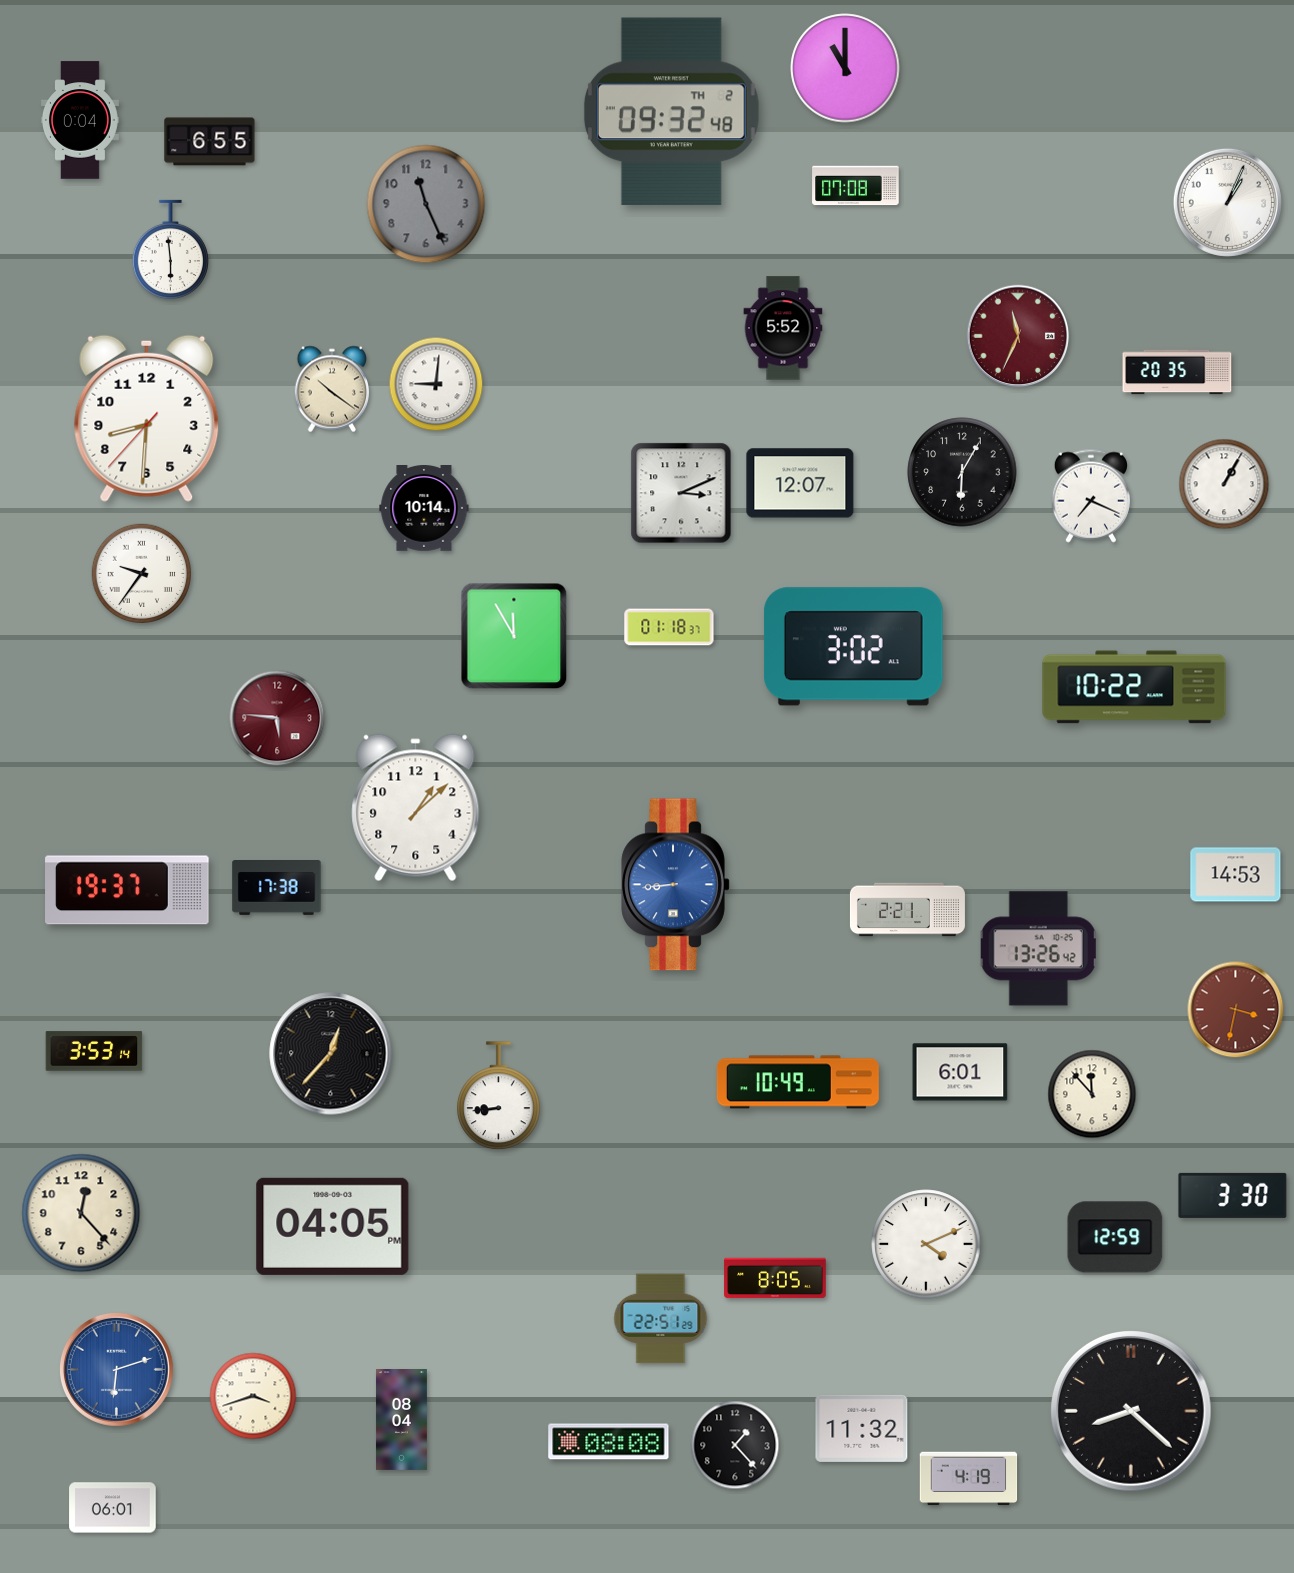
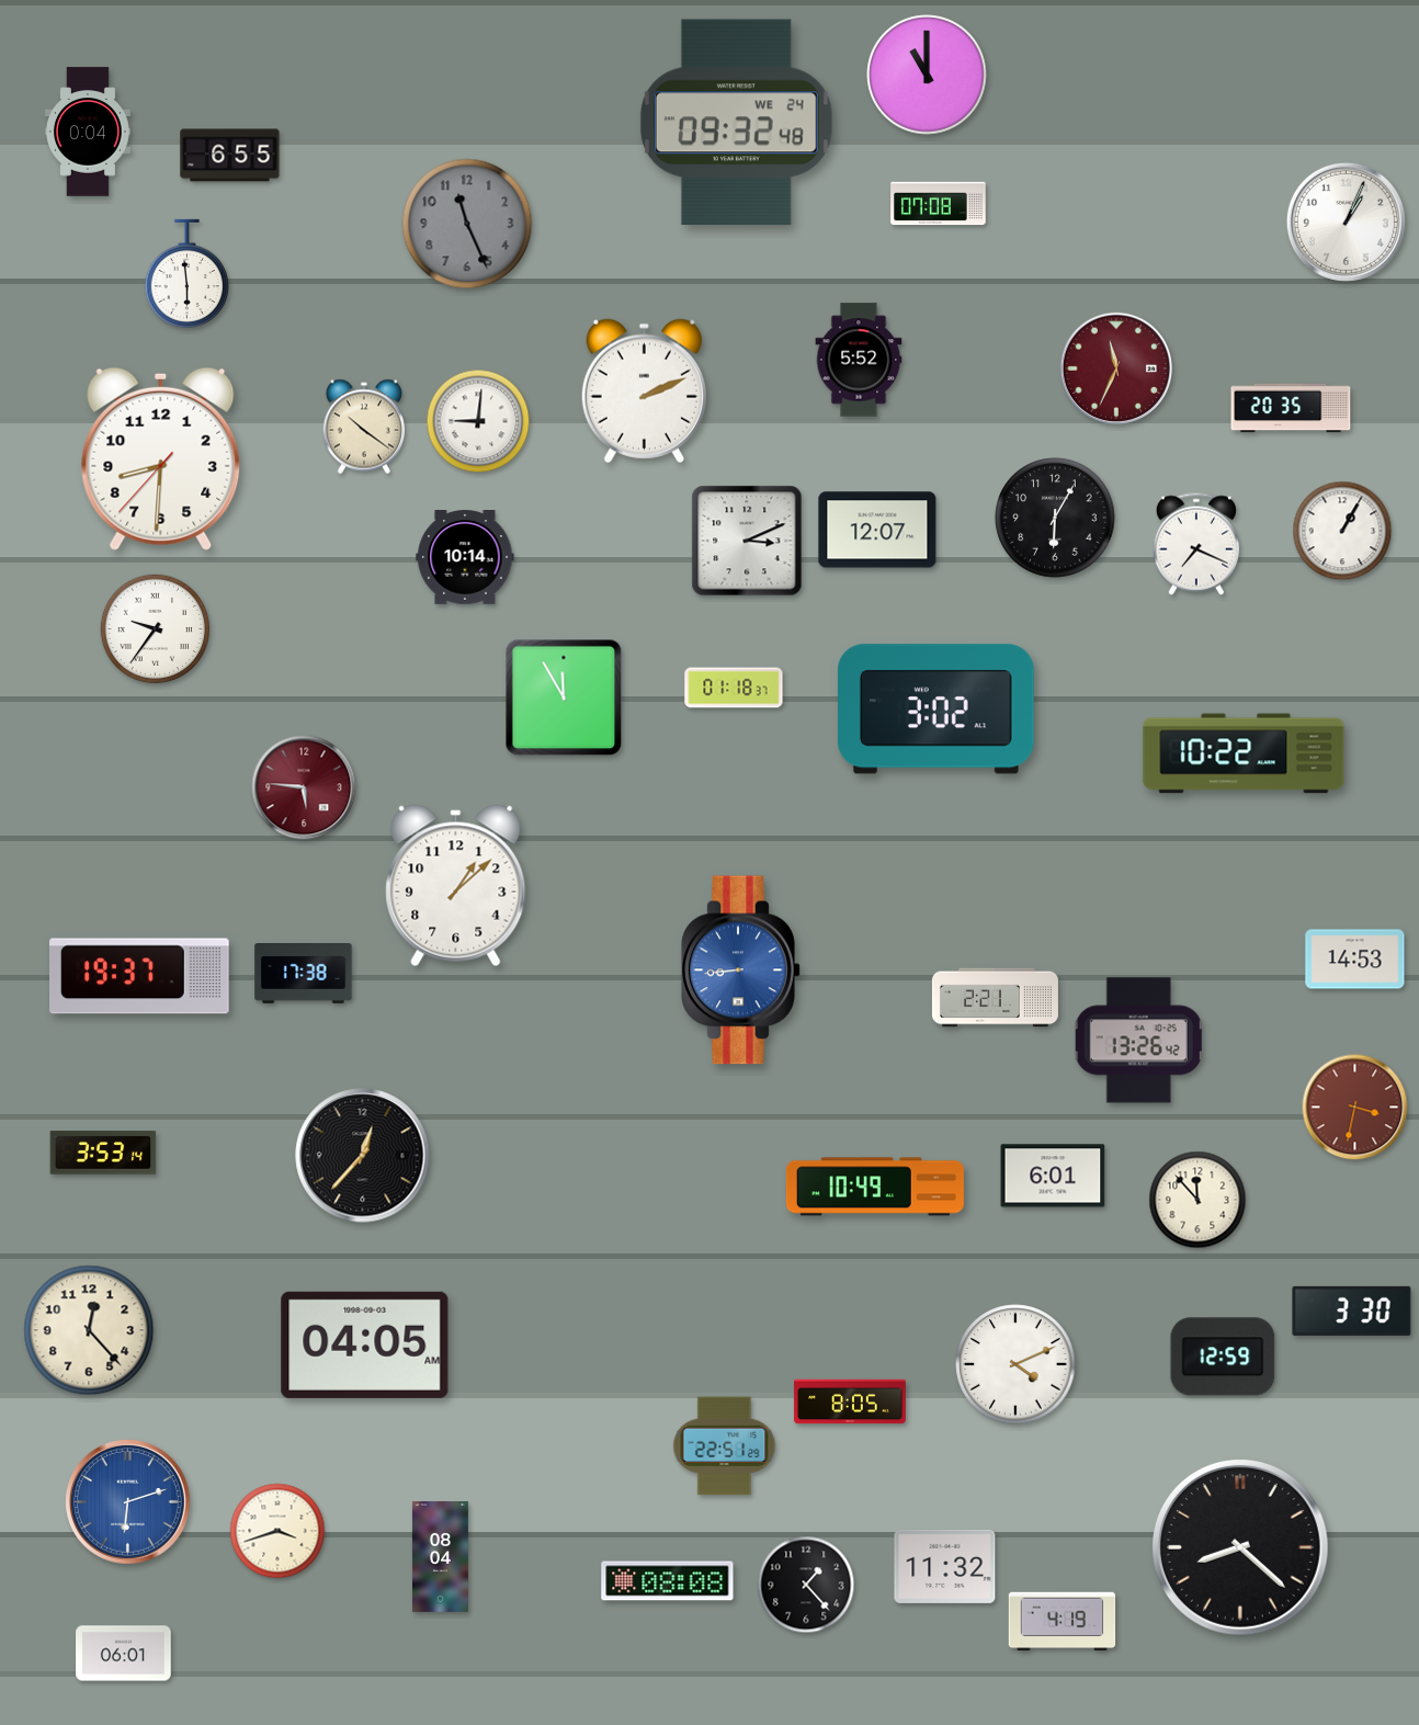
clock at (671, 112) date: TH 2 -> WE 24
clock at (644, 390): none -> 2:11
clock at (499, 1096): 8:44 -> none
clock at (333, 1226): 04:05 PM -> 04:05 AM
